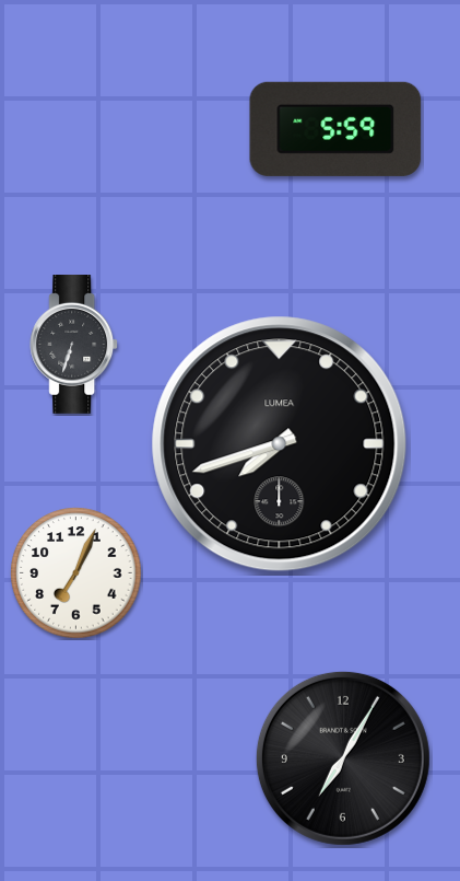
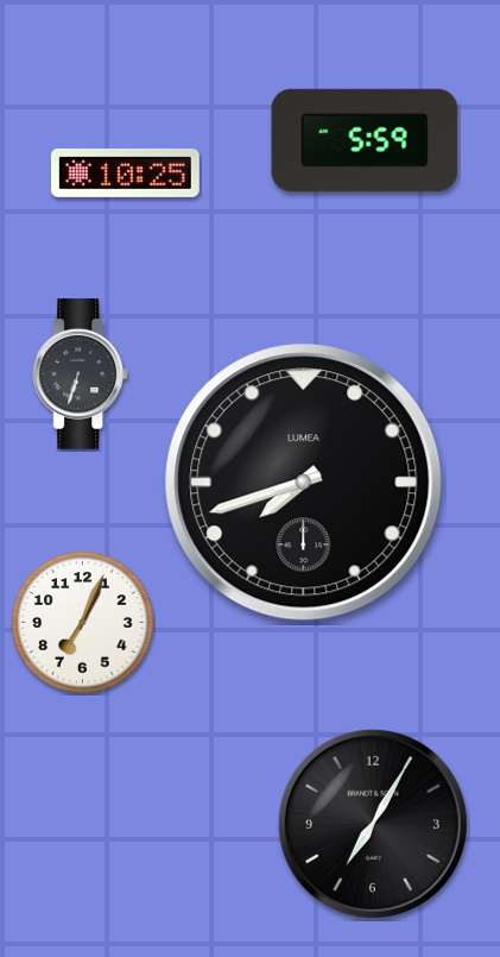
clock at (125, 172): none -> 10:25
